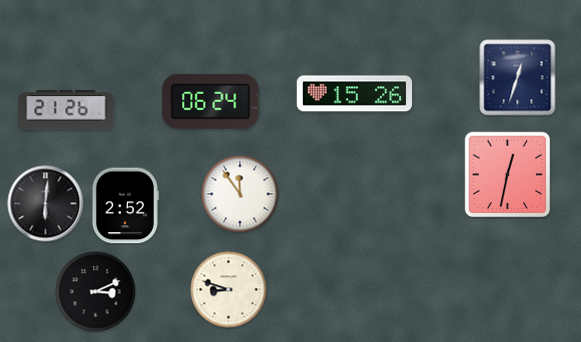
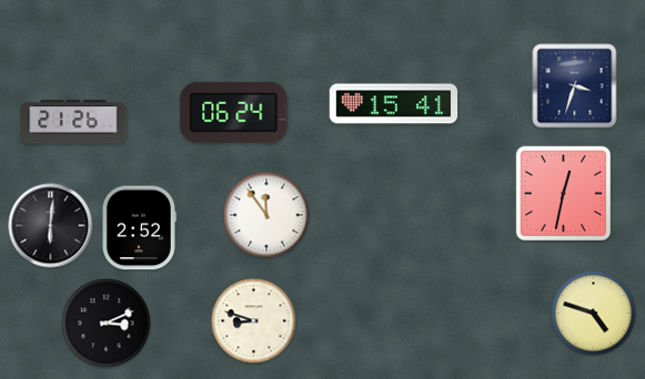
clock at (518, 78): 12:33 -> 3:33
clock at (355, 94): 15:26 -> 15:41
clock at (594, 314): none -> 4:48
